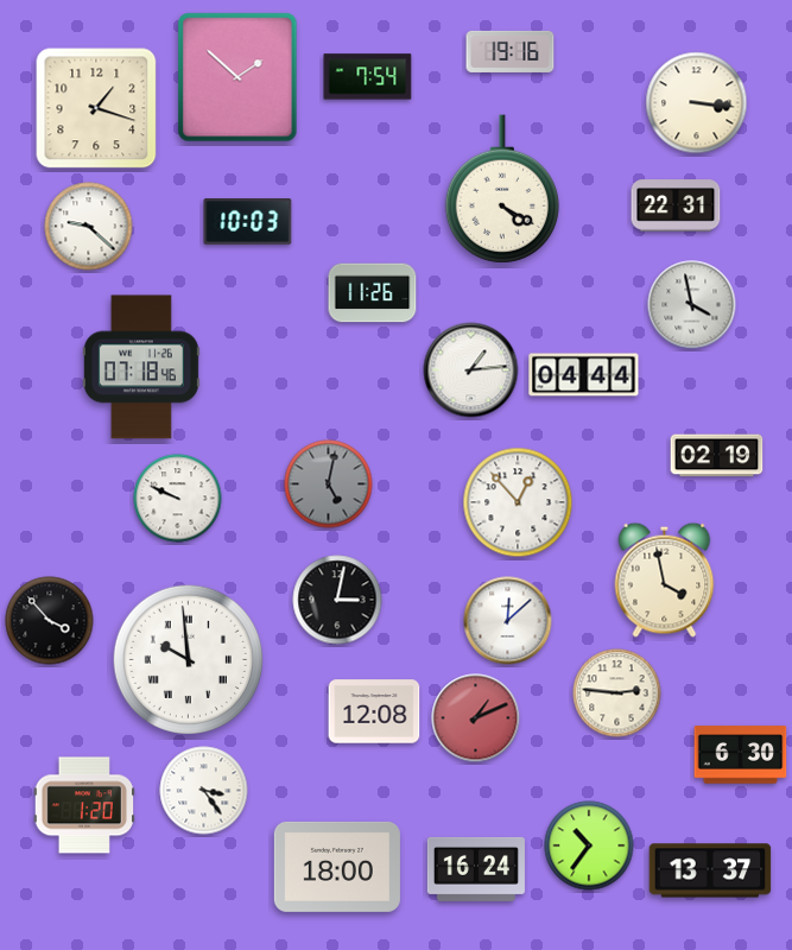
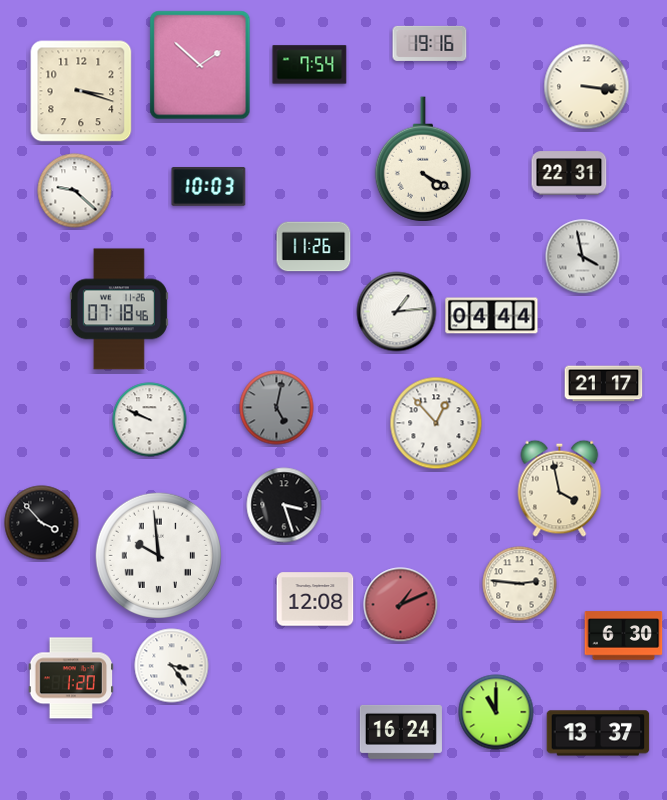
clock at (96, 108): 1:18 -> 3:18
clock at (717, 456): 02:19 -> 21:17
clock at (337, 600): 3:02 -> 3:27
clock at (508, 621): 12:08 -> none
clock at (589, 845): 10:36 -> 11:00
clock at (337, 867): 18:00 -> none
